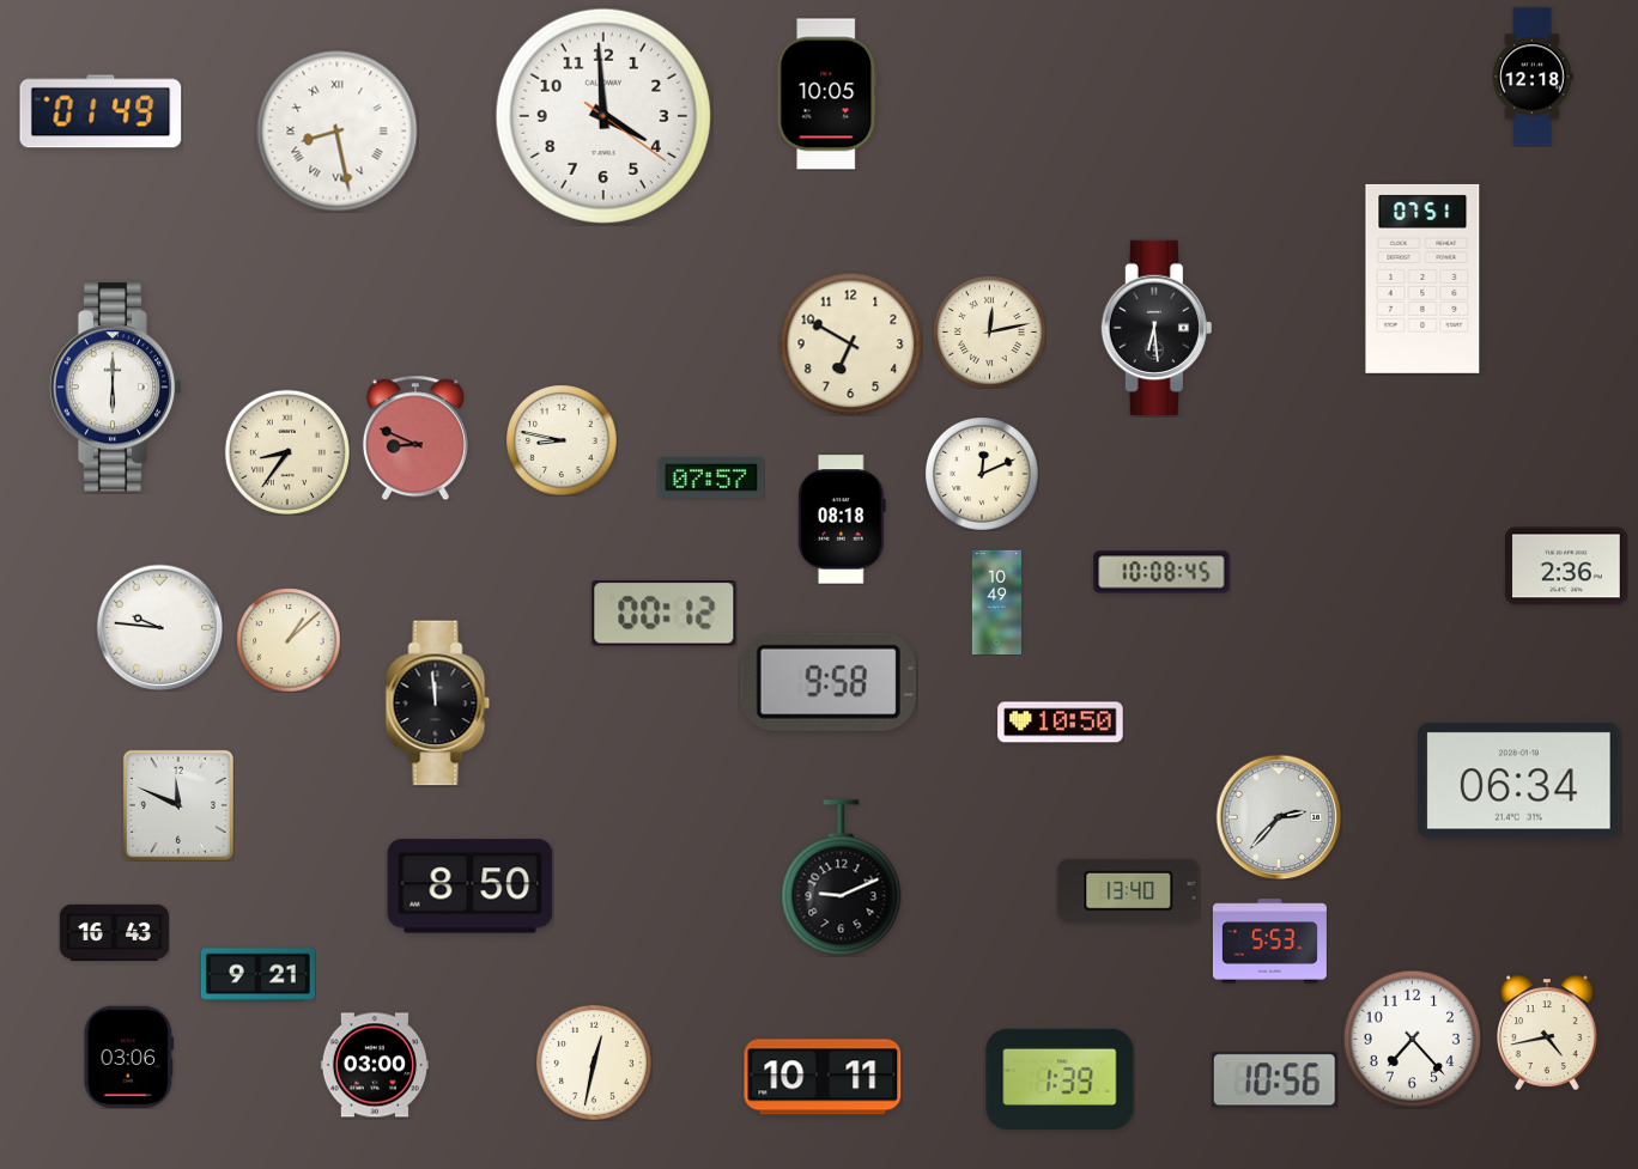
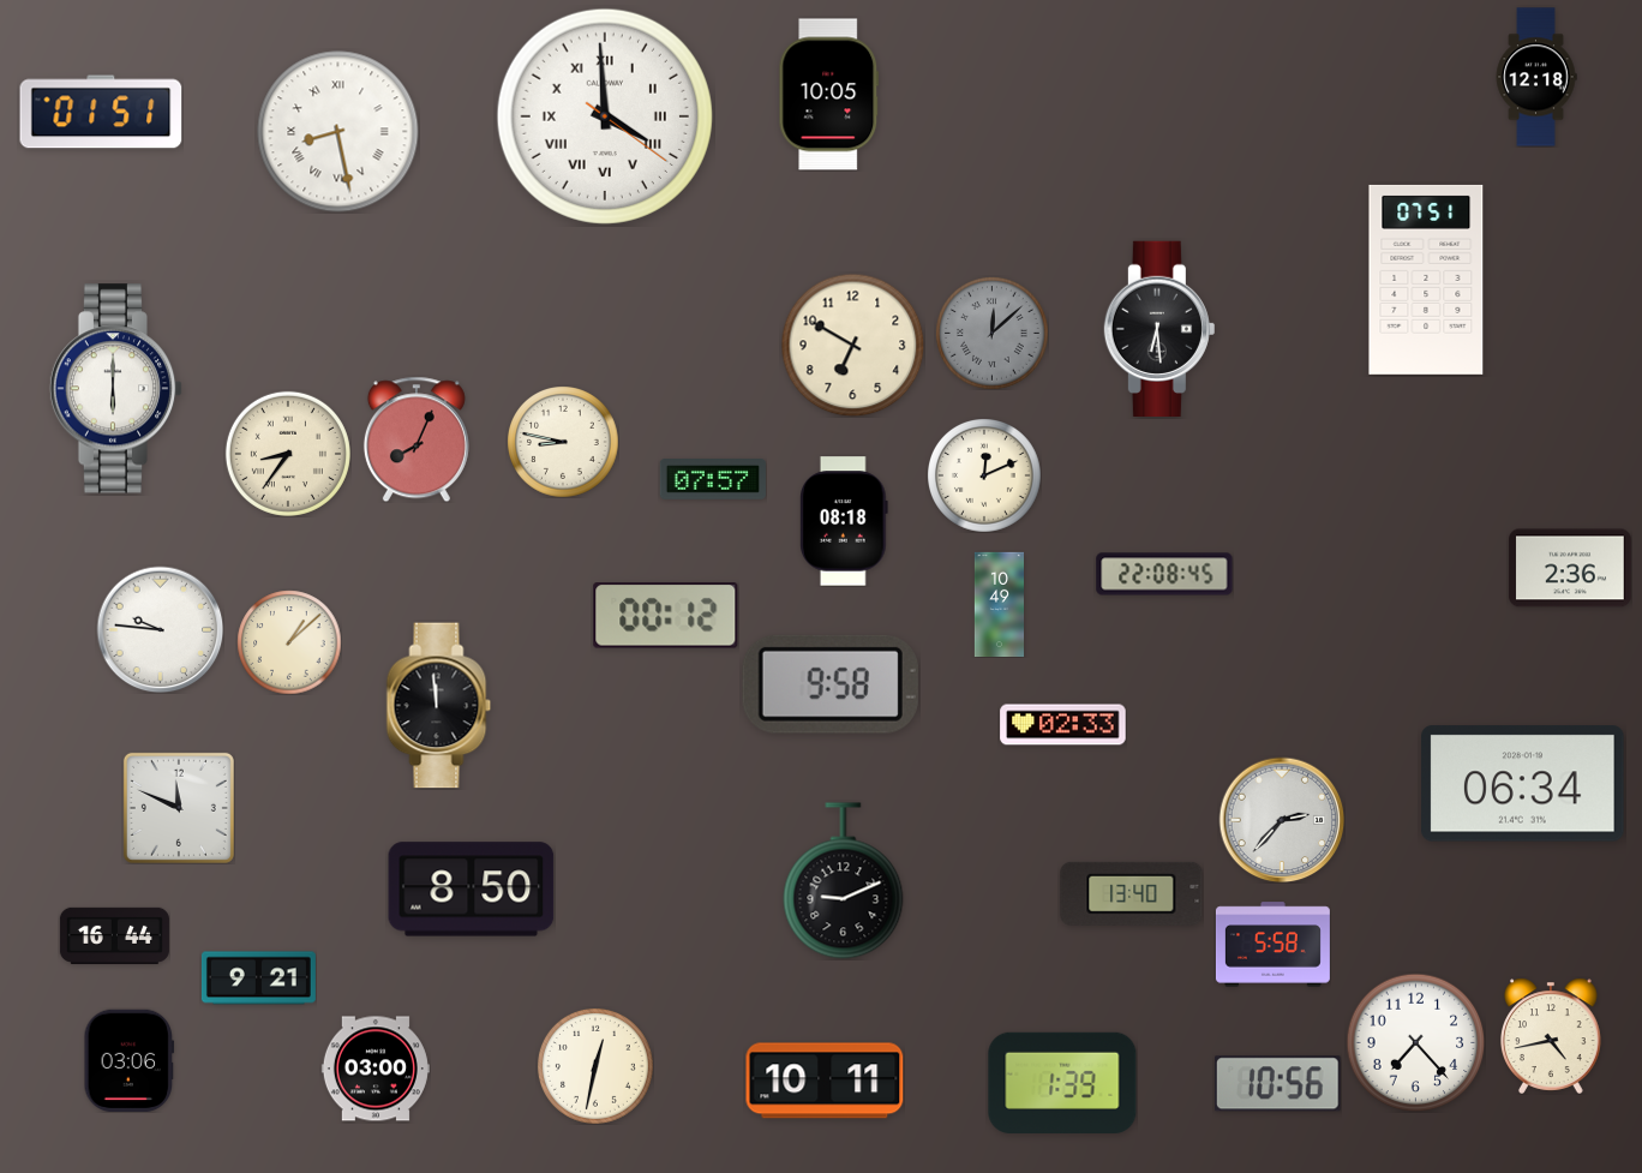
clock at (101, 111): 01:49 -> 01:51
clock at (602, 115) numerals: Arabic -> Roman
clock at (990, 333): 12:13 -> 12:08
clock at (990, 333) dial: cream -> grey
clock at (415, 438): 8:49 -> 8:04
clock at (1161, 572): 10:08 -> 22:08
clock at (1061, 723): 10:50 -> 02:33
clock at (114, 932): 16:43 -> 16:44
clock at (1269, 942): 5:53 -> 5:58
